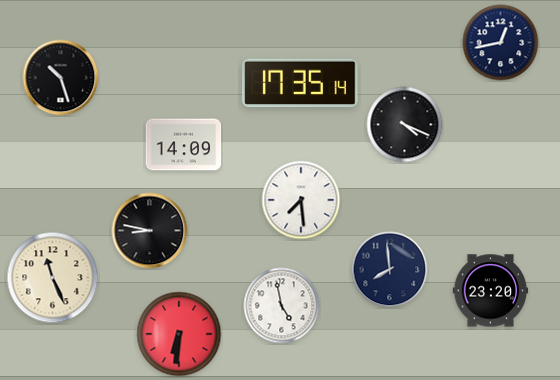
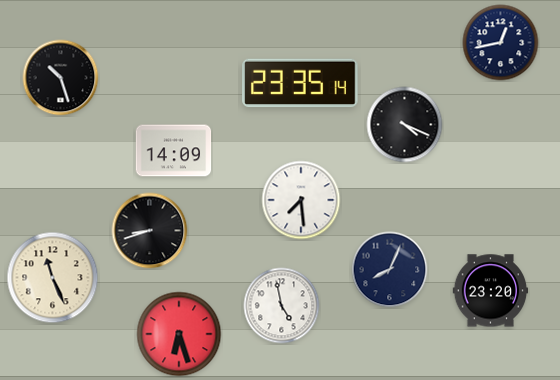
clock at (300, 83): 17:35 -> 23:35
clock at (184, 145) position: (184, 145) -> (174, 151)
clock at (150, 231): 8:47 -> 8:42
clock at (390, 270): 7:59 -> 8:04
clock at (179, 334): 6:31 -> 6:27
